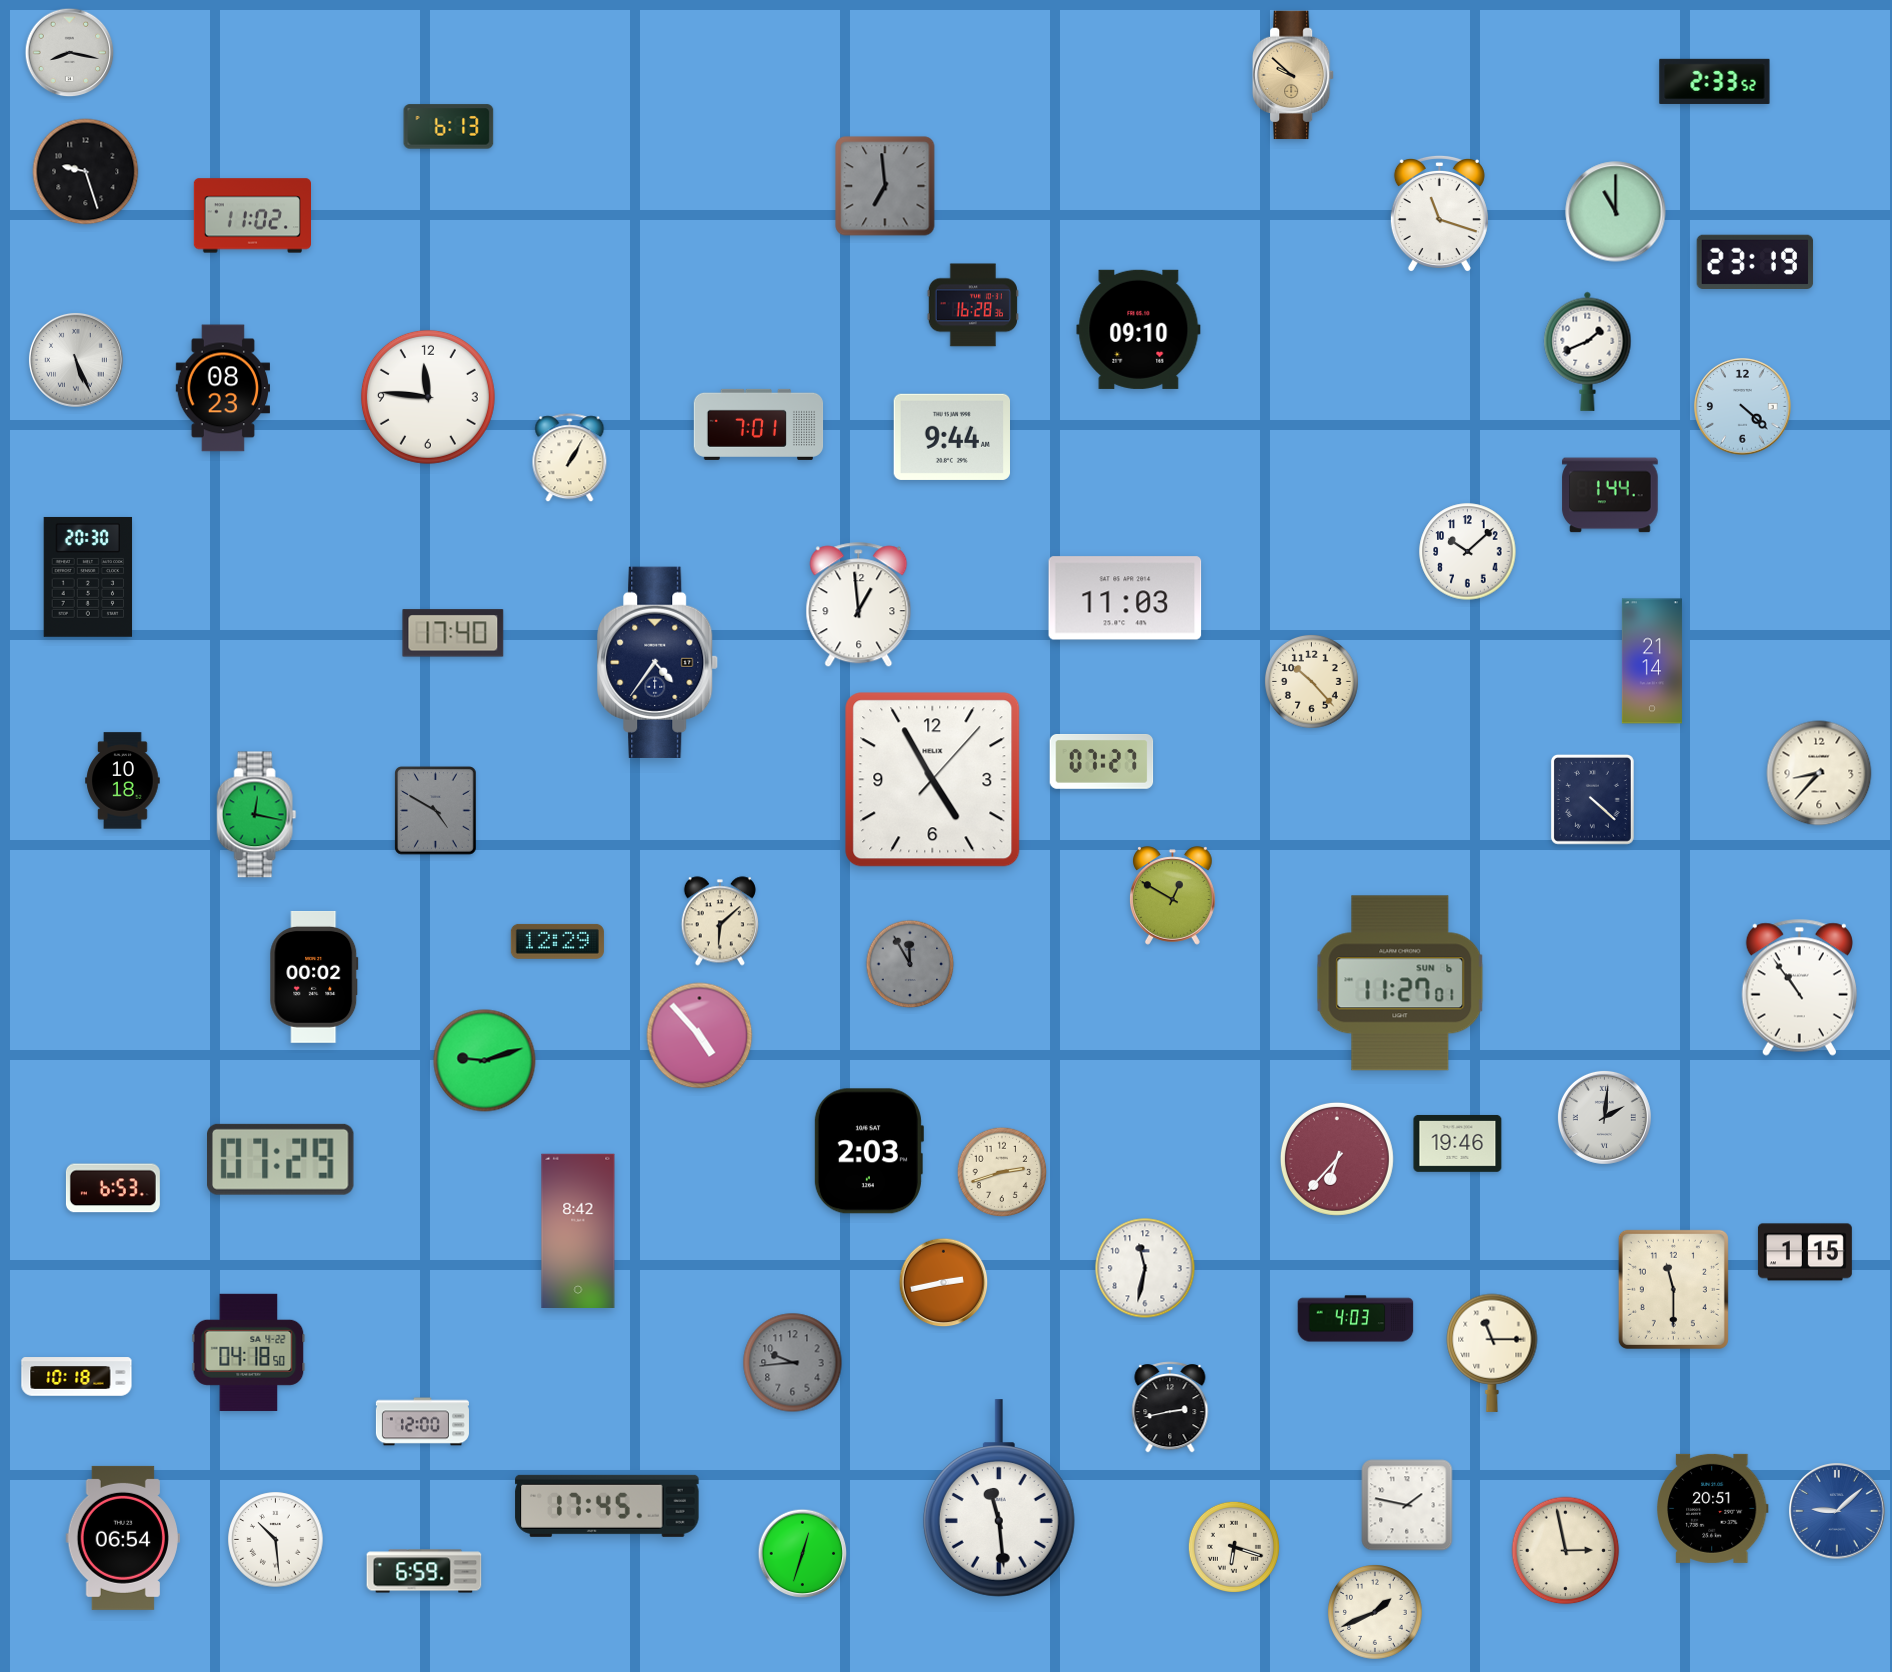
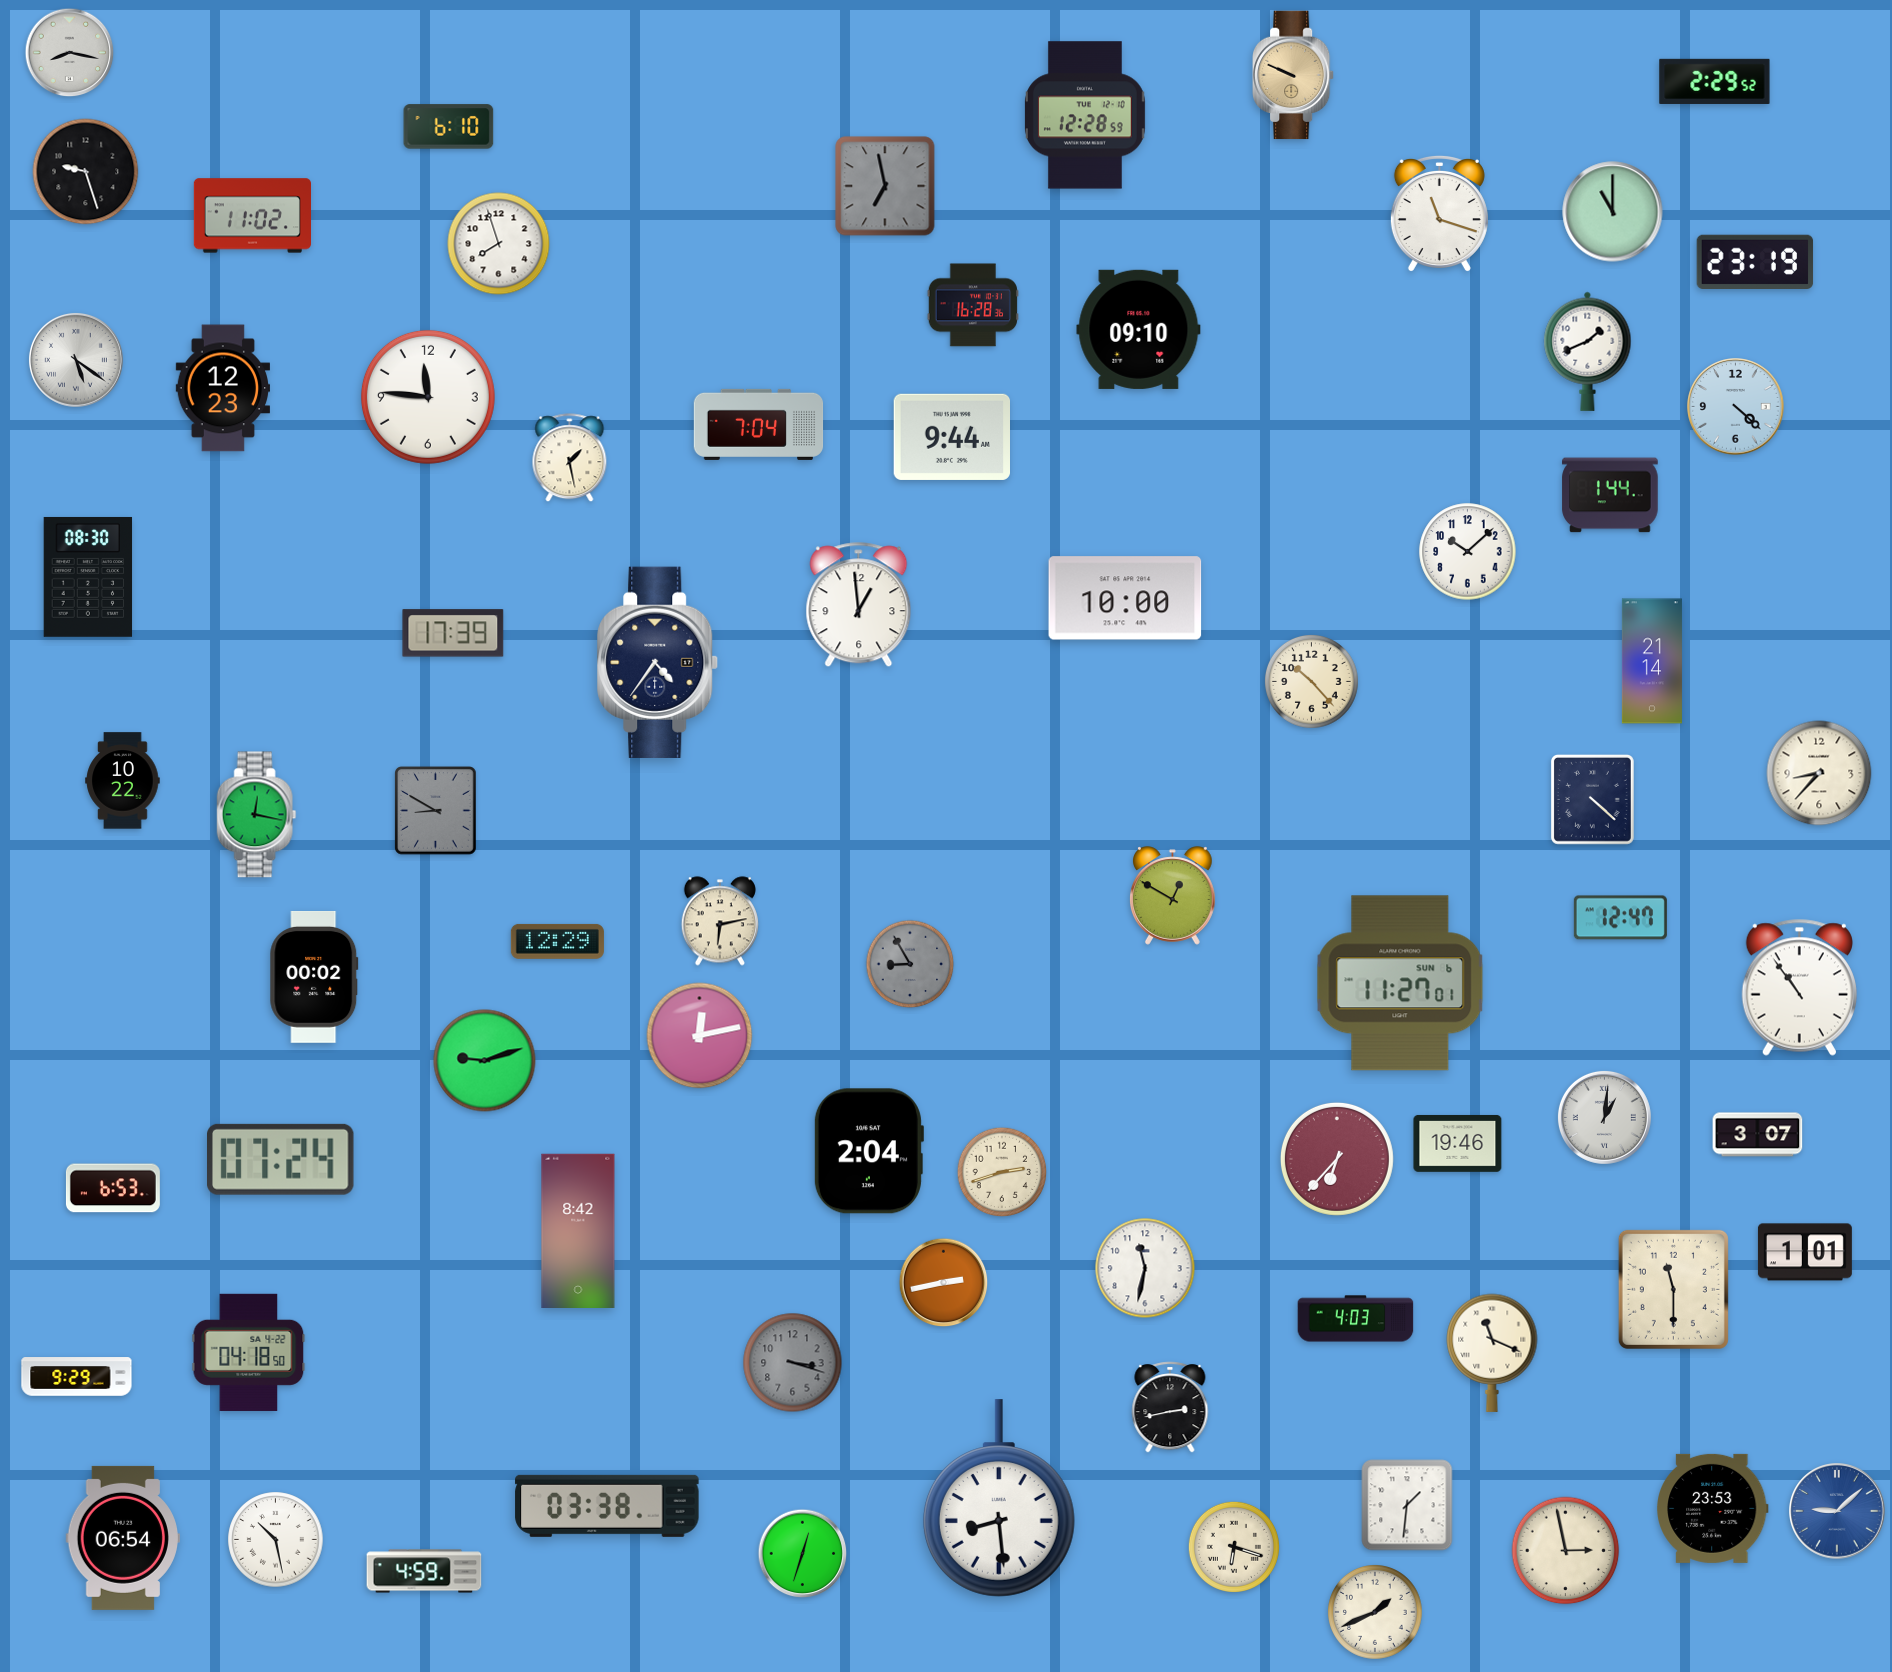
clock at (1294, 75): 9:52 -> 9:49
clock at (1715, 81): 2:33 -> 2:29
clock at (1085, 115): none -> 12:28
clock at (449, 127): 6:13 -> 6:10
clock at (885, 186): 6:59 -> 6:58
clock at (1616, 212) position: (1616, 212) -> (1613, 212)
clock at (499, 244): none -> 7:57
clock at (76, 360): 5:26 -> 5:21
clock at (222, 388): 08:23 -> 12:23
clock at (1743, 407) position: (1743, 407) -> (1736, 407)
clock at (759, 424): 7:01 -> 7:04
clock at (570, 458): 1:05 -> 1:28
clock at (88, 577): 20:30 -> 08:30
clock at (1125, 598): 11:03 -> 10:00
clock at (453, 633): 17:40 -> 17:39
clock at (1102, 762): 07:27 -> none
clock at (933, 780): 4:55 -> none
clock at (123, 781): 10:18 -> 10:22
clock at (436, 811): 4:50 -> 8:50
clock at (1620, 918): none -> 12:47
clock at (720, 921): 6:08 -> 6:13
clock at (910, 964): 11:55 -> 8:55
clock at (700, 1036): 4:53 -> 12:13
clock at (1604, 1117): 2:01 -> 1:01
clock at (1758, 1135): none -> 3:07
clock at (868, 1151): 2:03 -> 2:04
clock at (280, 1159): 07:29 -> 07:24
clock at (1805, 1252): 1:15 -> 1:01
clock at (1492, 1353): 11:15 -> 11:19
clock at (793, 1363): 9:44 -> 3:18
clock at (77, 1377): 10:18 -> 9:29
clock at (422, 1422): 12:00 -> none
clock at (999, 1498): 11:29 -> 8:29
clock at (1407, 1505): 1:47 -> 1:31
clock at (607, 1506): 17:45 -> 03:38
clock at (1712, 1508): 20:51 -> 23:53
clock at (276, 1540): 10:29 -> 10:28
clock at (424, 1571): 6:59 -> 4:59
